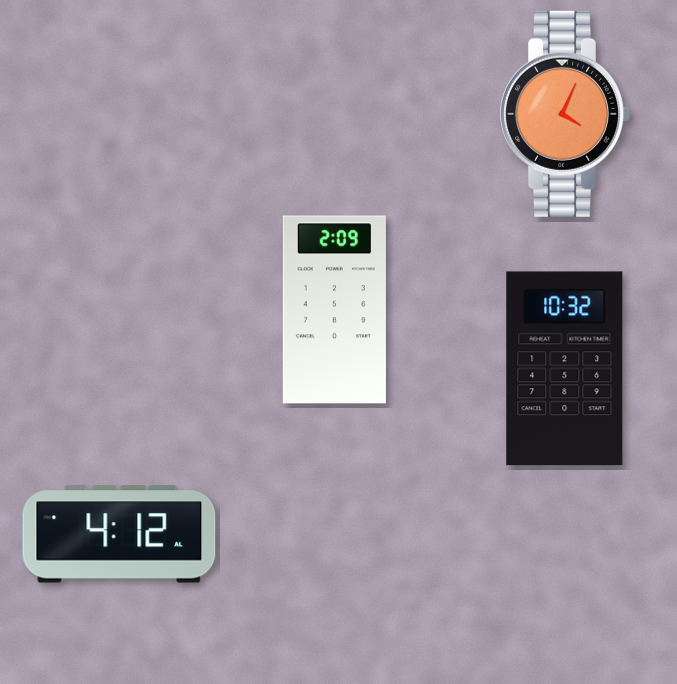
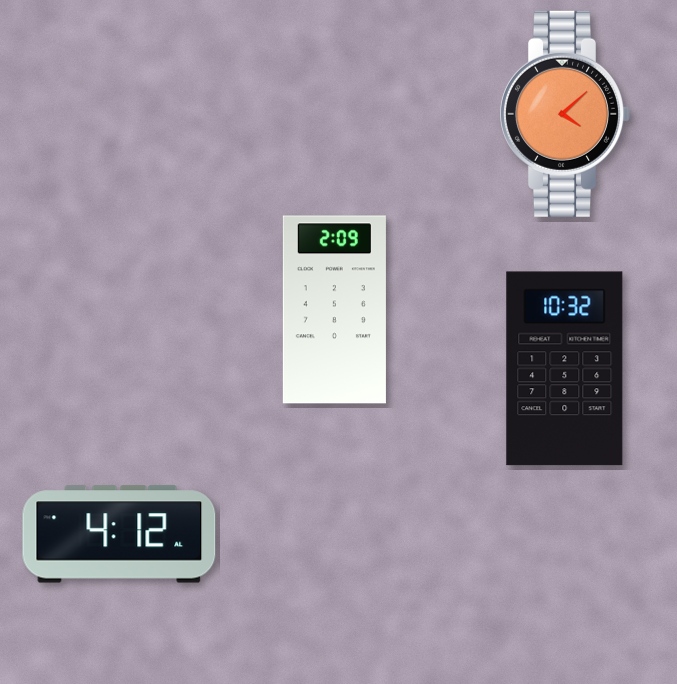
clock at (564, 114): 4:04 -> 4:08
